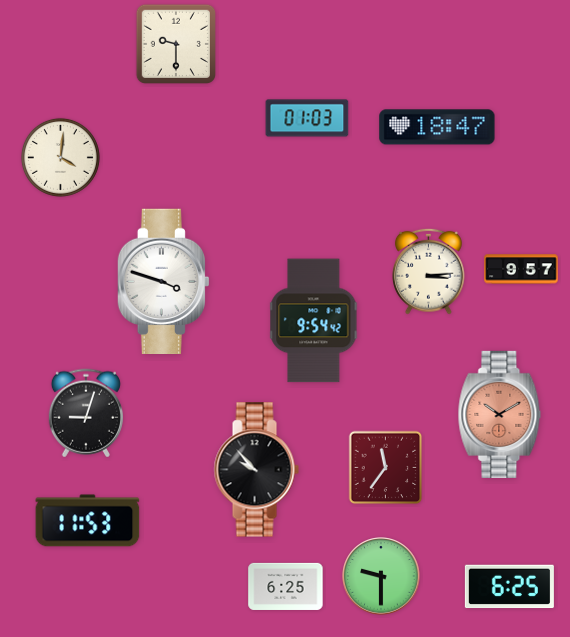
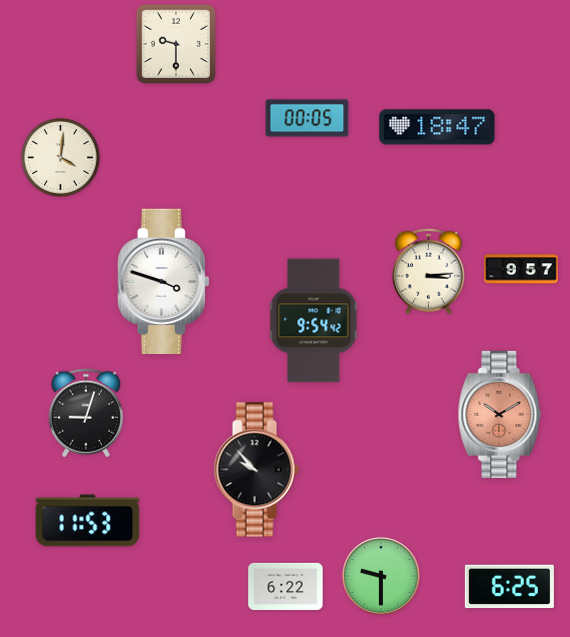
clock at (307, 118): 01:03 -> 00:05
clock at (386, 468): 11:36 -> none
clock at (286, 586): 6:25 -> 6:22
